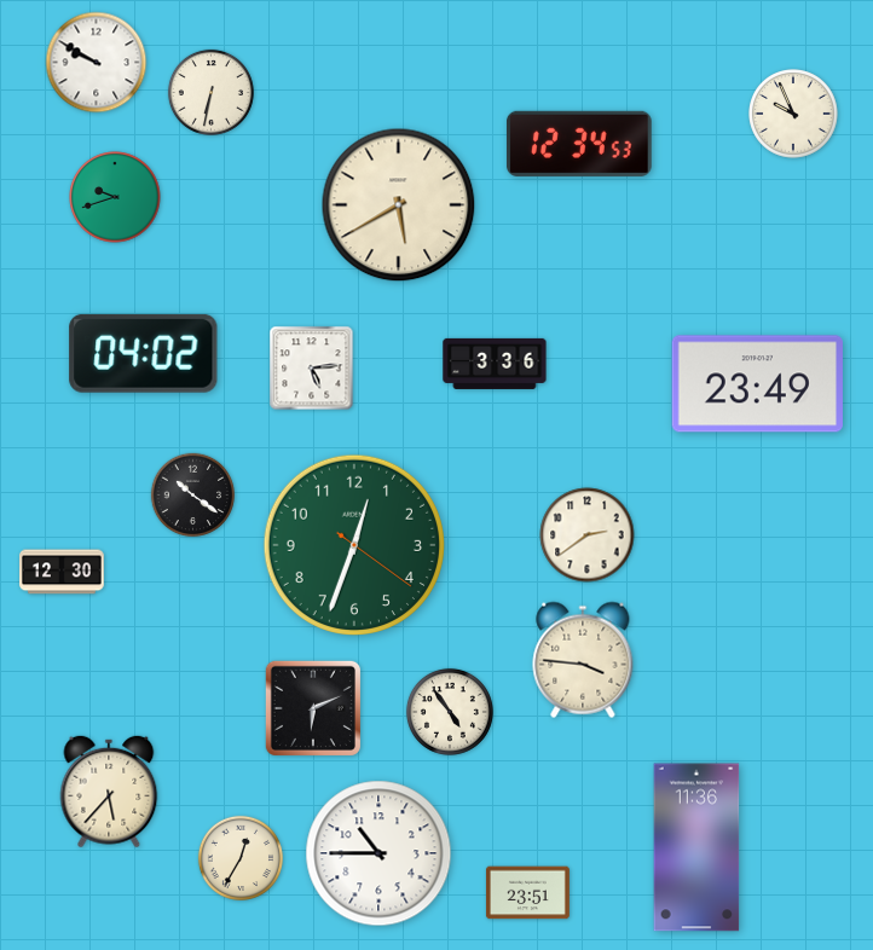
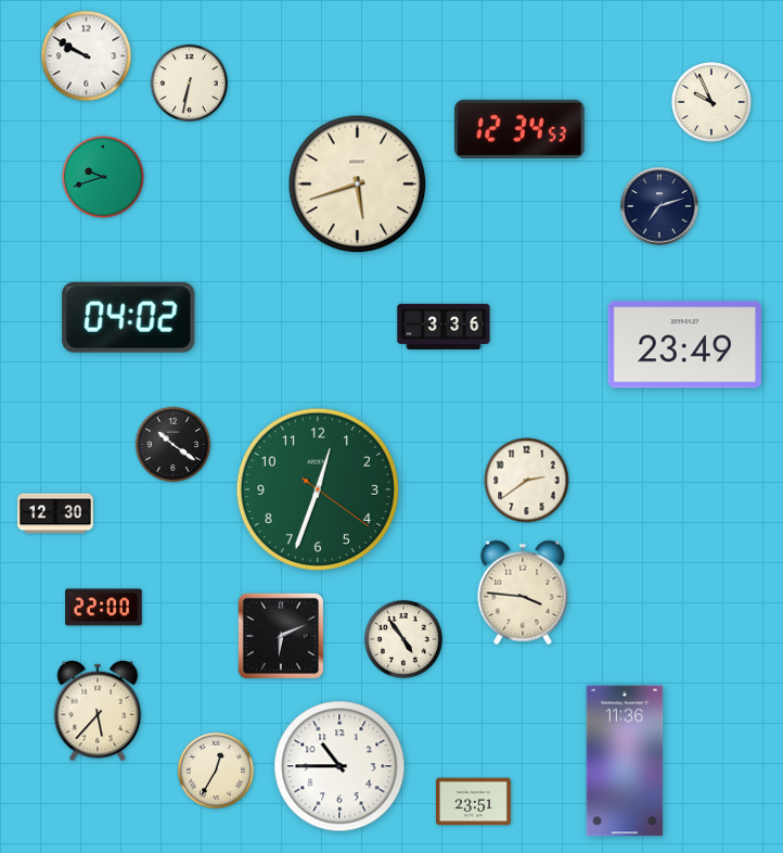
clock at (399, 205): 5:40 -> 5:42
clock at (659, 206): none -> 7:12
clock at (312, 369): 5:14 -> none
clock at (757, 384) position: (757, 384) -> (684, 345)
clock at (104, 608): none -> 22:00
